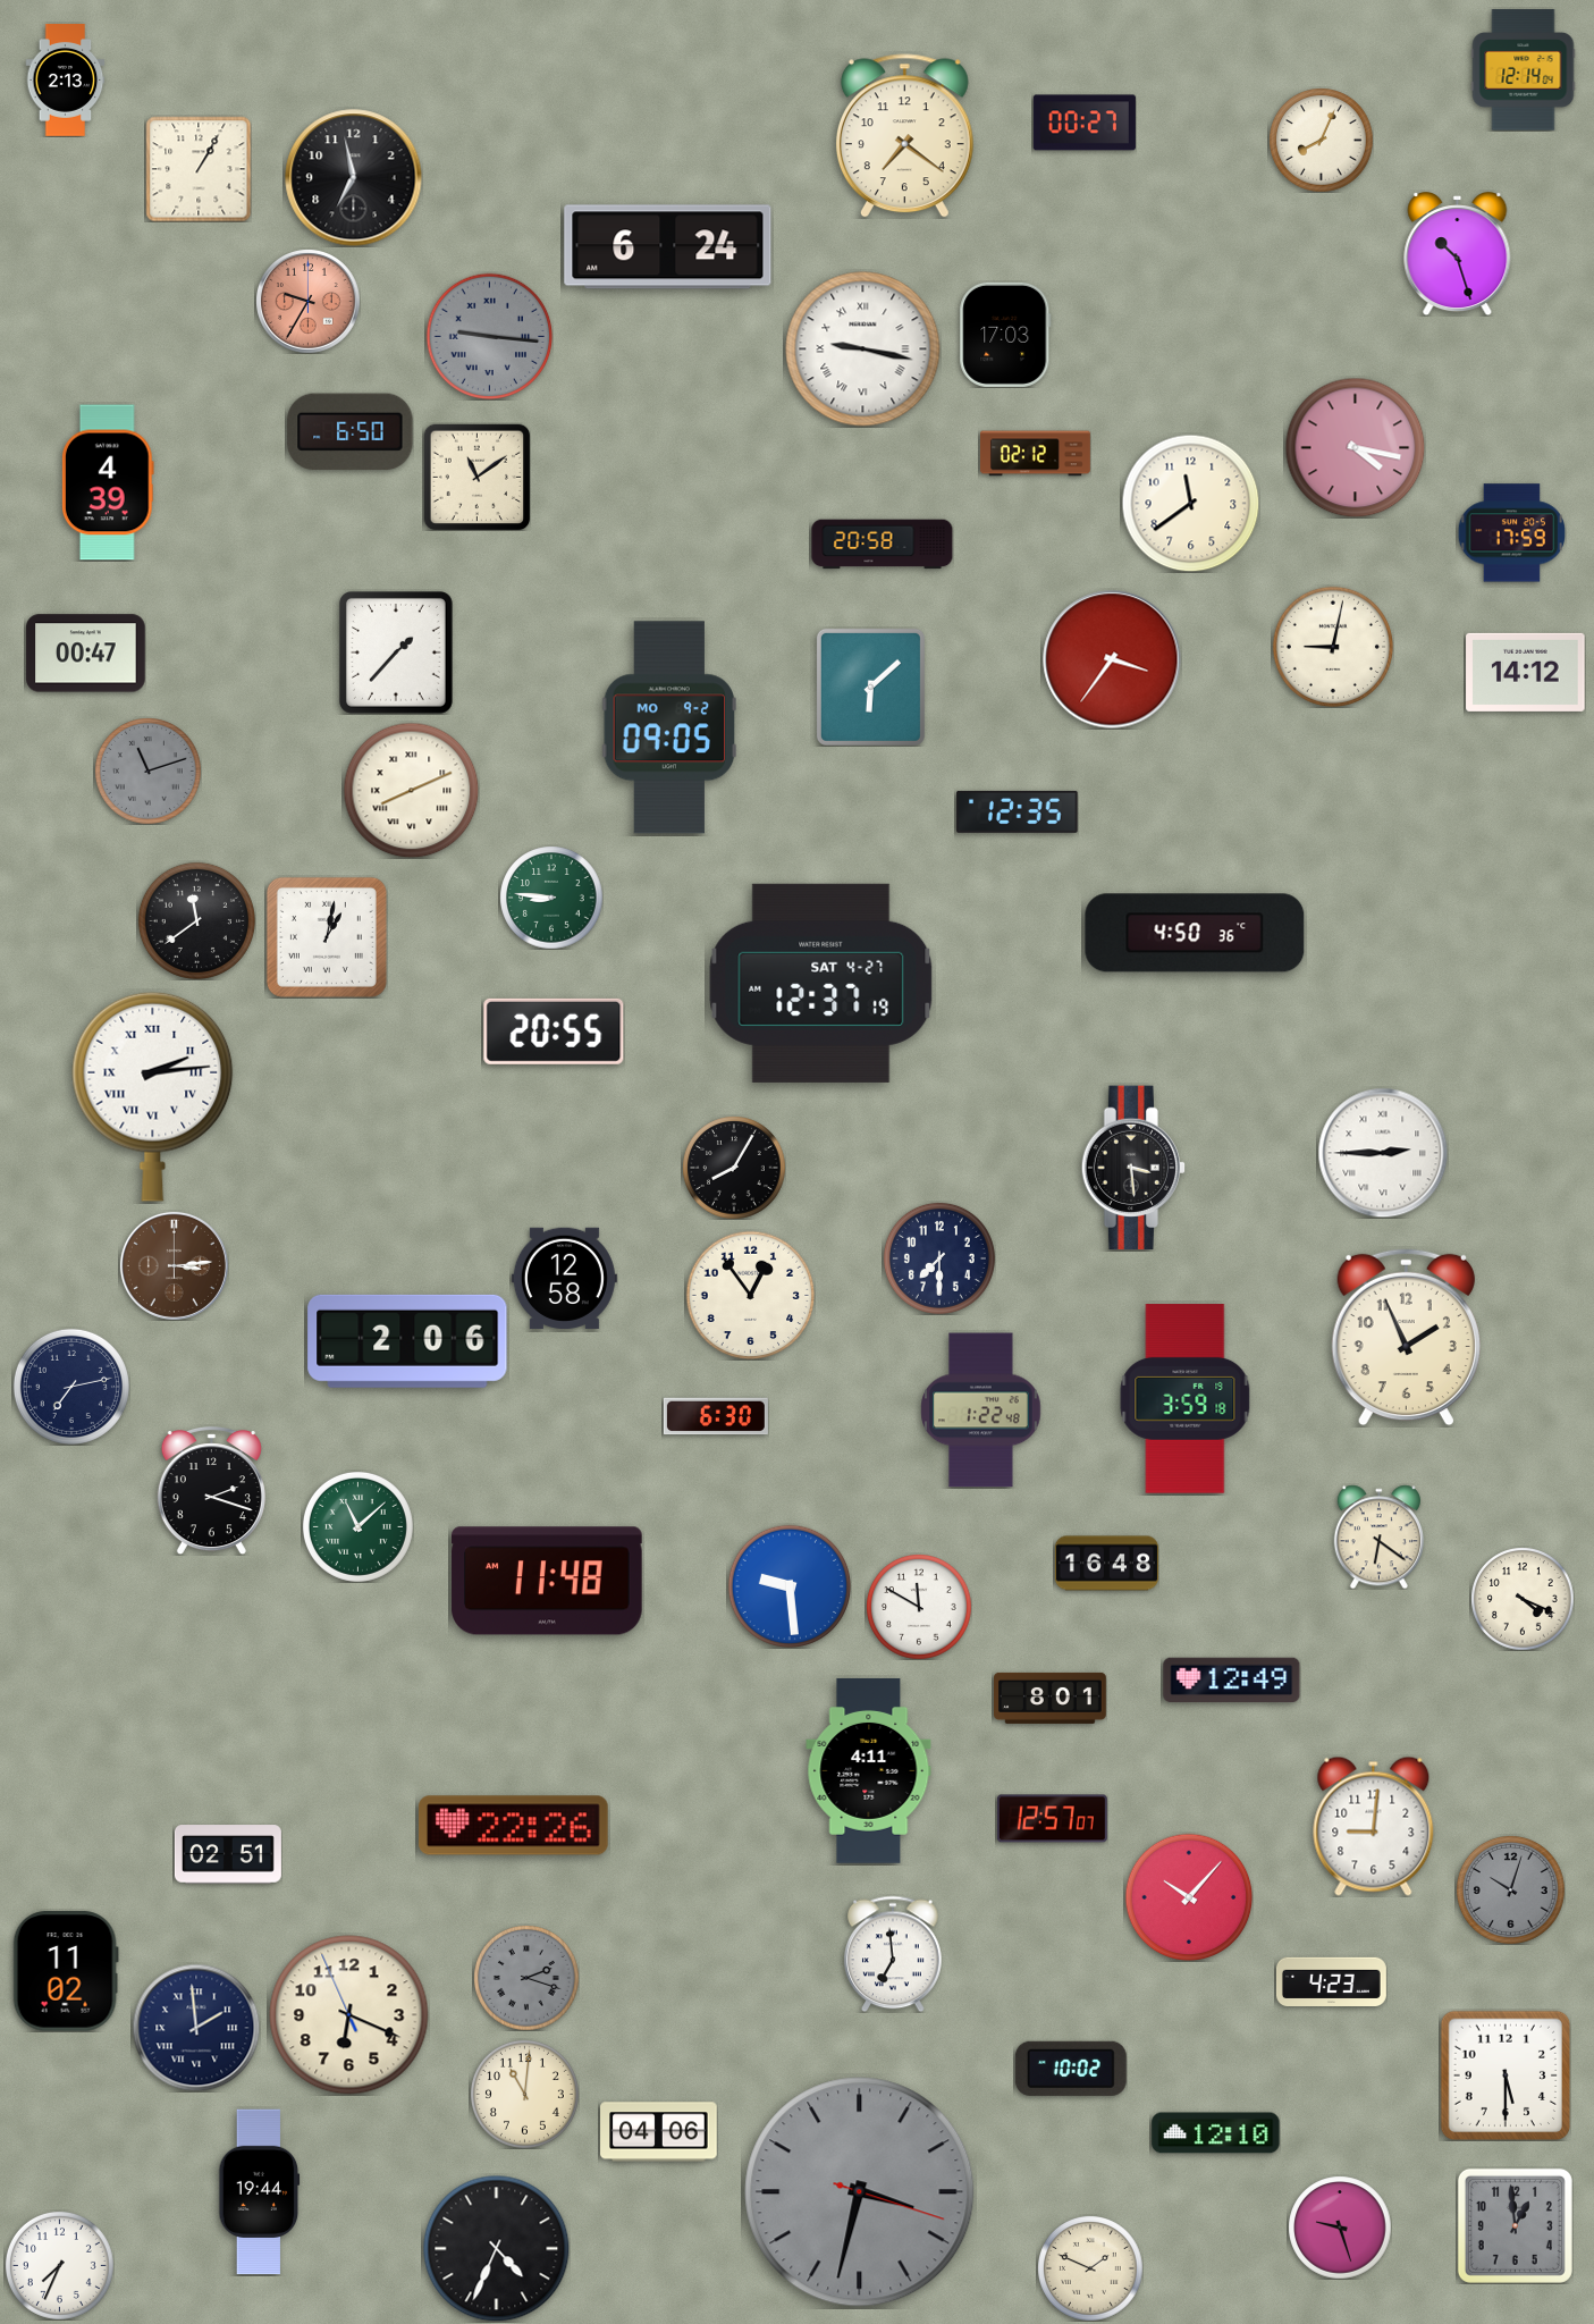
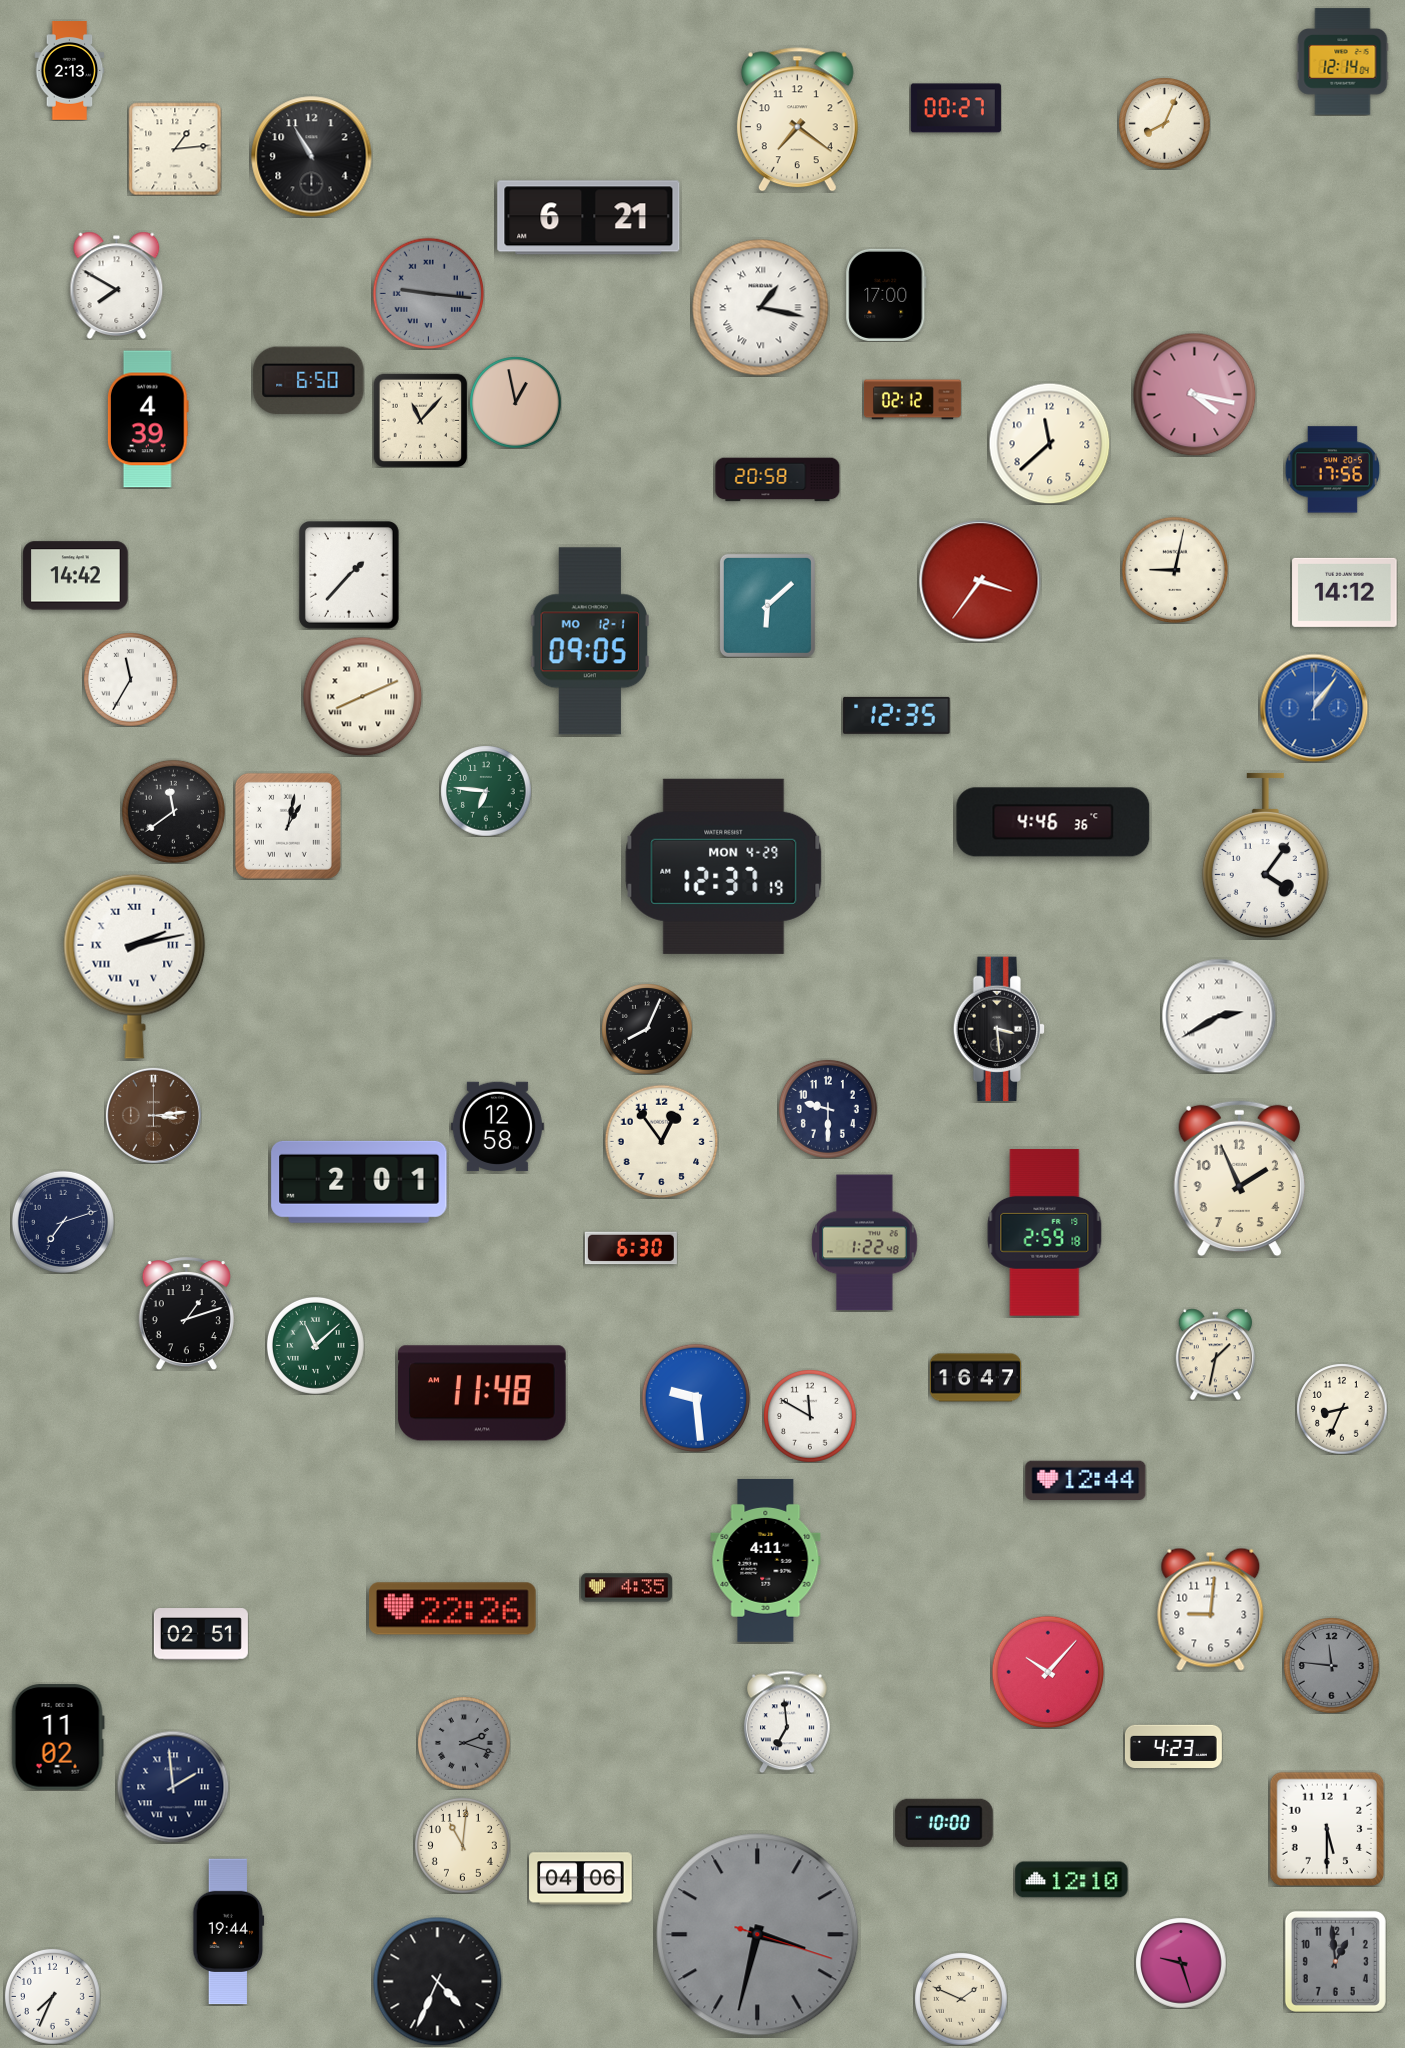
clock at (66, 81) position: (66, 81) -> (70, 71)
clock at (199, 169): 1:05 -> 1:14
clock at (354, 178): 6:58 -> 10:55
clock at (668, 247): 6:24 -> 6:21
clock at (1458, 254): 10:27 -> none
clock at (309, 302): 9:35 -> none
clock at (117, 285): none -> 7:50
clock at (1005, 335): 17:03 -> 17:00
clock at (489, 336) position: (489, 336) -> (428, 293)
clock at (863, 350): 9:17 -> 1:17
clock at (515, 402): none -> 12:58
clock at (476, 477): 11:09 -> 11:07
clock at (108, 482) position: (108, 482) -> (148, 419)
clock at (1190, 503): 11:39 -> 11:38
clock at (1511, 533): 17:59 -> 17:56
clock at (86, 654): 00:47 -> 14:42
clock at (668, 727) date: MO 9-2 -> MO 12-1
clock at (149, 772): 11:12 -> 11:35
clock at (149, 772) dial: grey -> white
clock at (1314, 708): none -> 1:06
clock at (551, 898): 8:46 -> 6:46
clock at (1195, 933): 4:50 -> 4:46
clock at (1265, 855): none -> 4:06
clock at (821, 983) date: SAT 4-27 -> MON 4-29
clock at (554, 1032): 20:55 -> none
clock at (153, 1096): 2:14 -> 2:13
clock at (1383, 1153): 2:45 -> 2:40
clock at (734, 1168): 8:05 -> 8:04
clock at (939, 1258): 7:30 -> 9:30
clock at (407, 1341): 2:06 -> 2:01
clock at (71, 1387): 7:13 -> 7:12
clock at (1186, 1399): 3:59 -> 2:59
clock at (211, 1491): 2:18 -> 1:12
clock at (1378, 1536): 6:21 -> 1:32
clock at (1106, 1564): 16:48 -> 16:47
clock at (1523, 1599): 4:19 -> 8:34
clock at (1232, 1681): 12:49 -> 12:44
clock at (1051, 1698): 8:01 -> none
clock at (626, 1588): none -> 4:35
clock at (1052, 1819): 12:57 -> none
clock at (1510, 1889): 10:03 -> 11:46
clock at (349, 2015): 6:18 -> none
clock at (1071, 2069): 10:02 -> 10:00
clock at (860, 2192) position: (860, 2192) -> (758, 1935)
